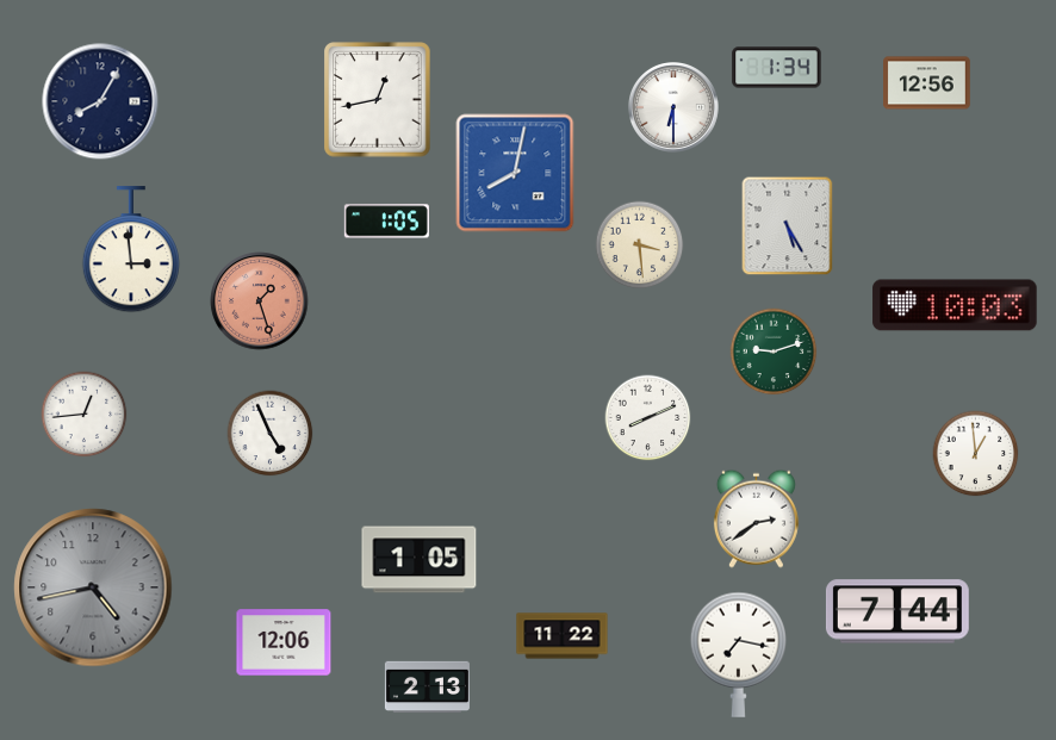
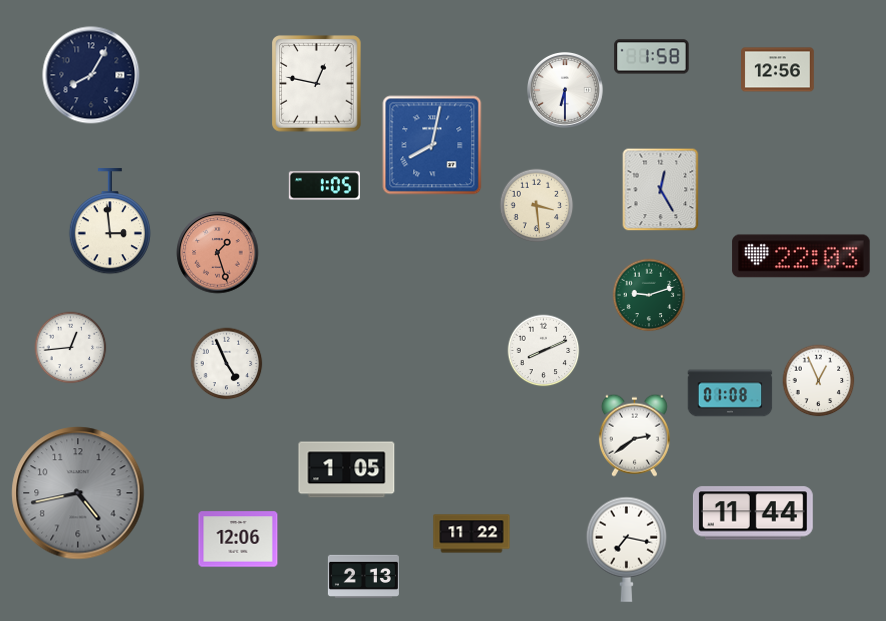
clock at (777, 68): 1:34 -> 1:58
clock at (378, 100): 12:43 -> 12:47
clock at (100, 101) position: (100, 101) -> (91, 75)
clock at (788, 226): 5:25 -> 12:25
clock at (131, 250) position: (131, 250) -> (110, 222)
clock at (955, 305): 10:03 -> 22:03
clock at (976, 454): 12:59 -> 12:56
clock at (730, 393): none -> 01:08
clock at (420, 560) position: (420, 560) -> (347, 470)
clock at (897, 611): 7:44 -> 11:44
clock at (738, 654) position: (738, 654) -> (626, 549)
clock at (427, 686) position: (427, 686) -> (363, 576)
